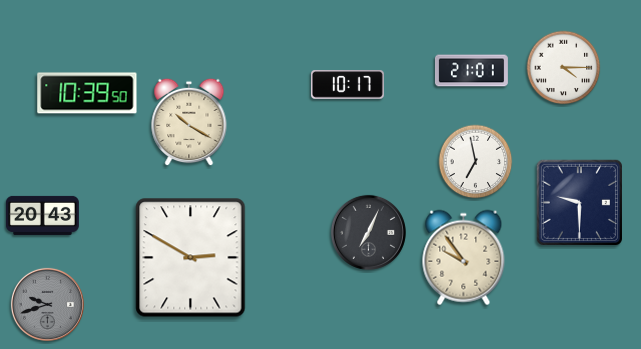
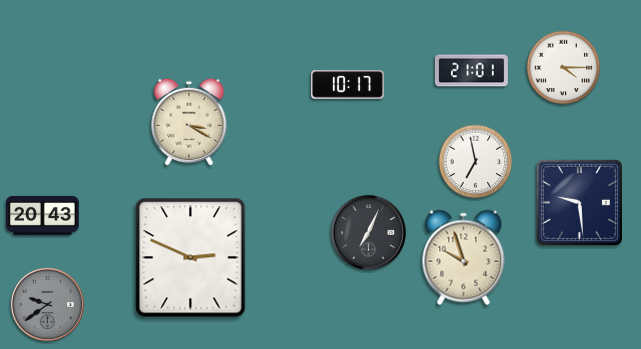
clock at (87, 93): 10:39 -> none
clock at (189, 122): 10:20 -> 3:20
clock at (579, 202): 9:30 -> 9:29
clock at (191, 258): 2:50 -> 2:49
clock at (464, 258): 9:54 -> 9:57
clock at (47, 304): 9:42 -> 9:39
